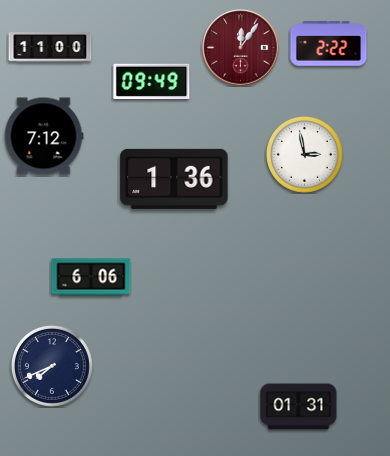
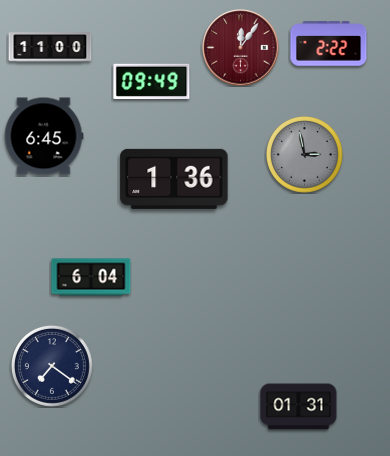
clock at (44, 136): 7:12 -> 6:45
clock at (305, 155) dial: white -> grey
clock at (91, 277): 6:06 -> 6:04
clock at (52, 366): 7:41 -> 7:21
